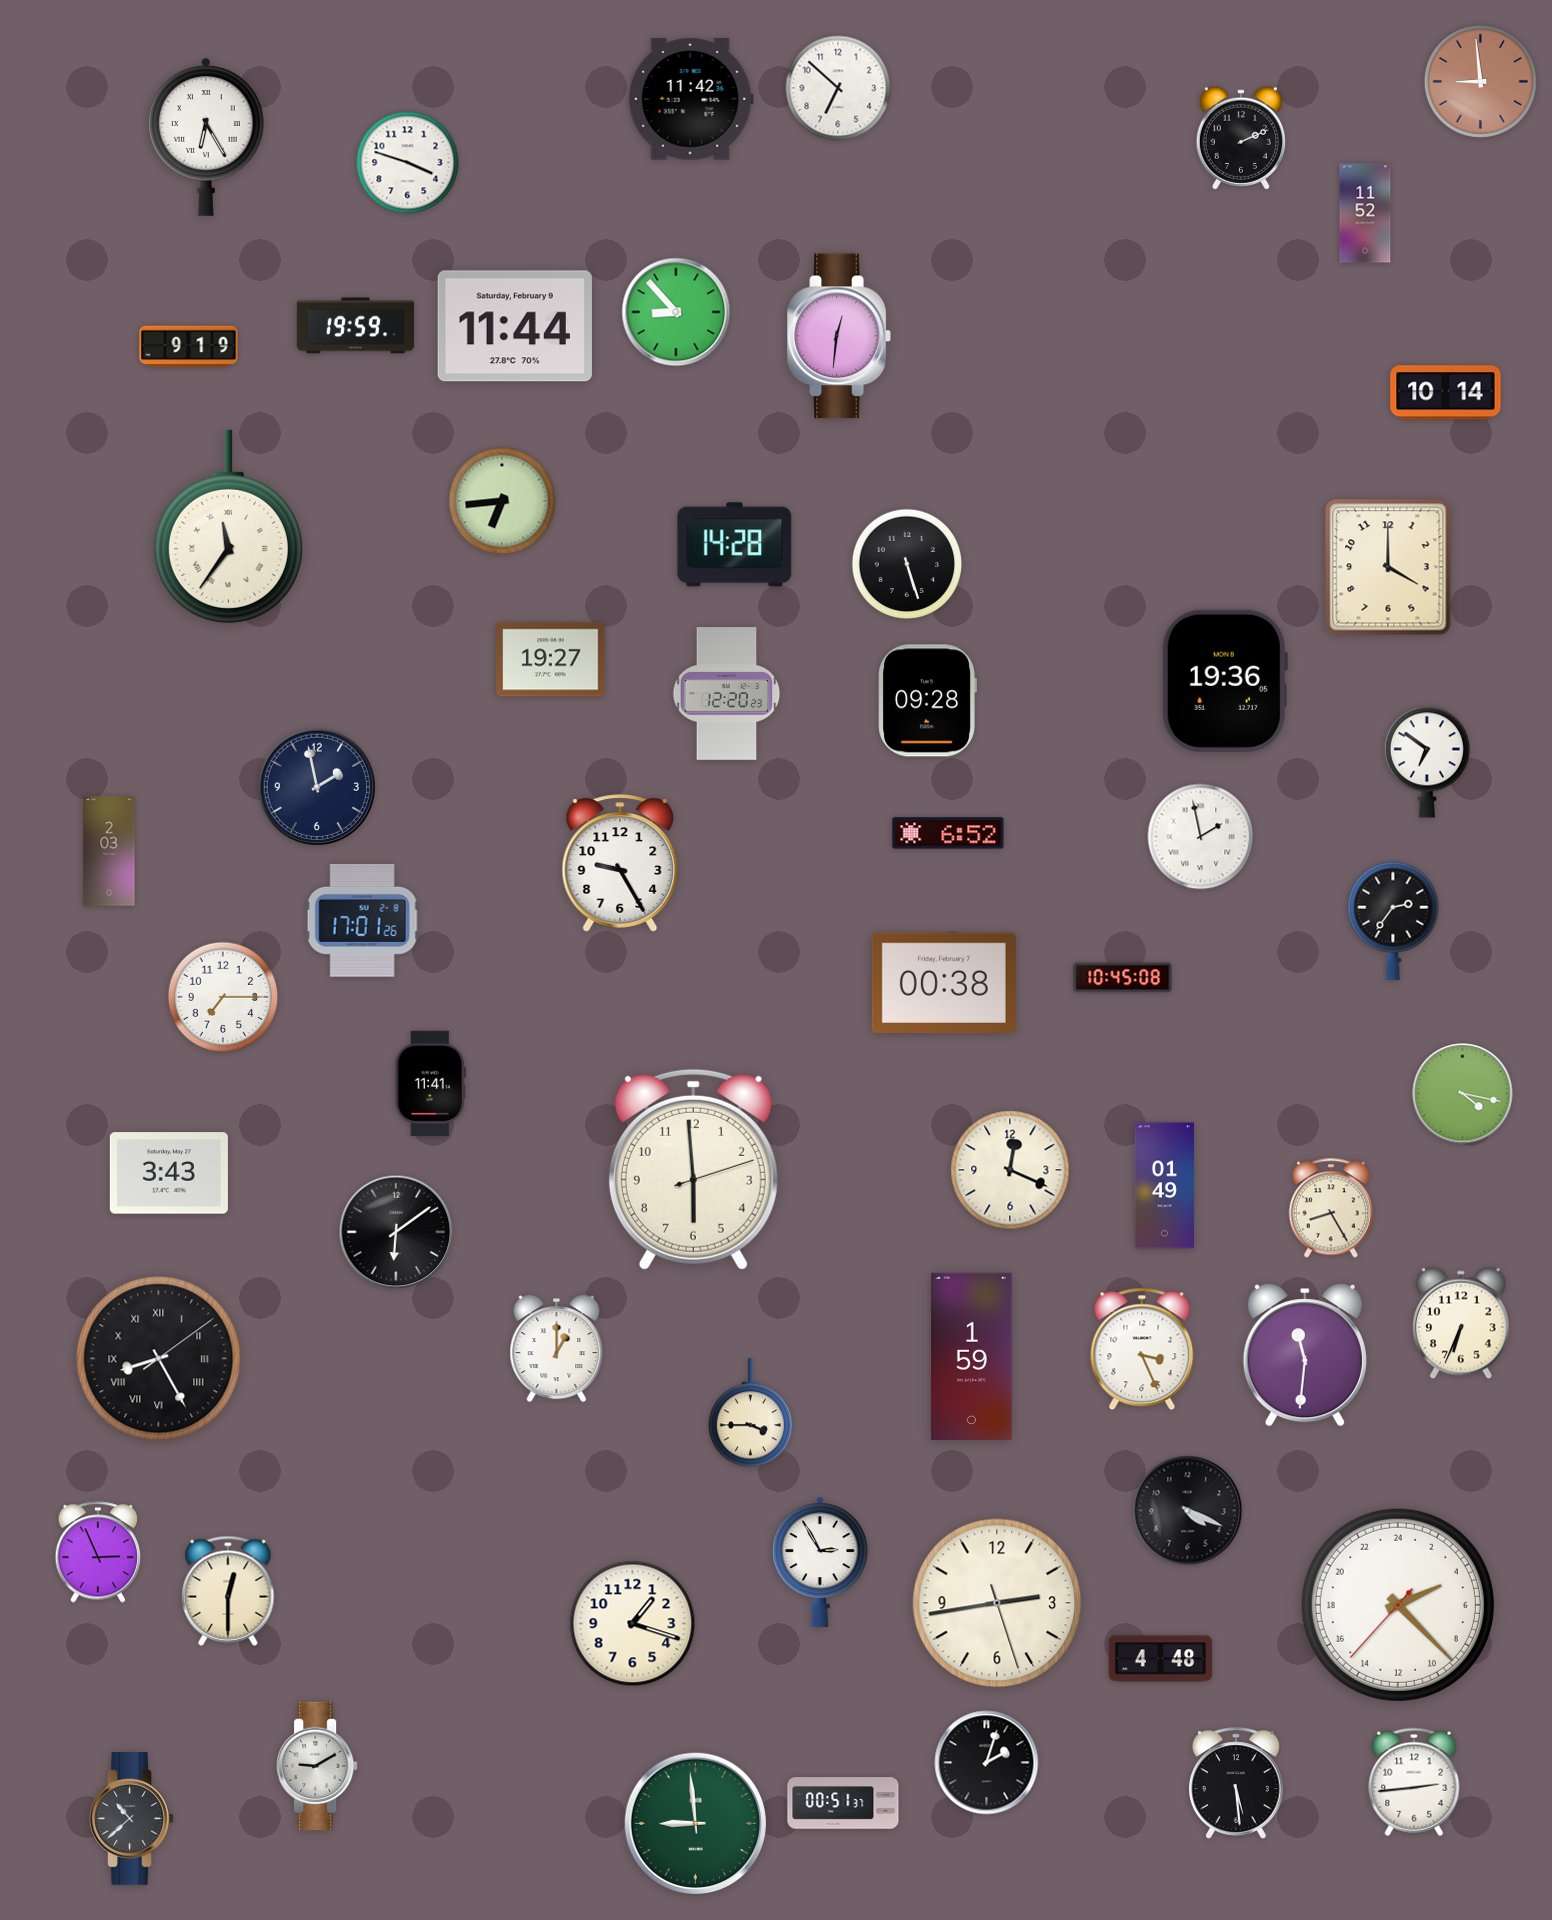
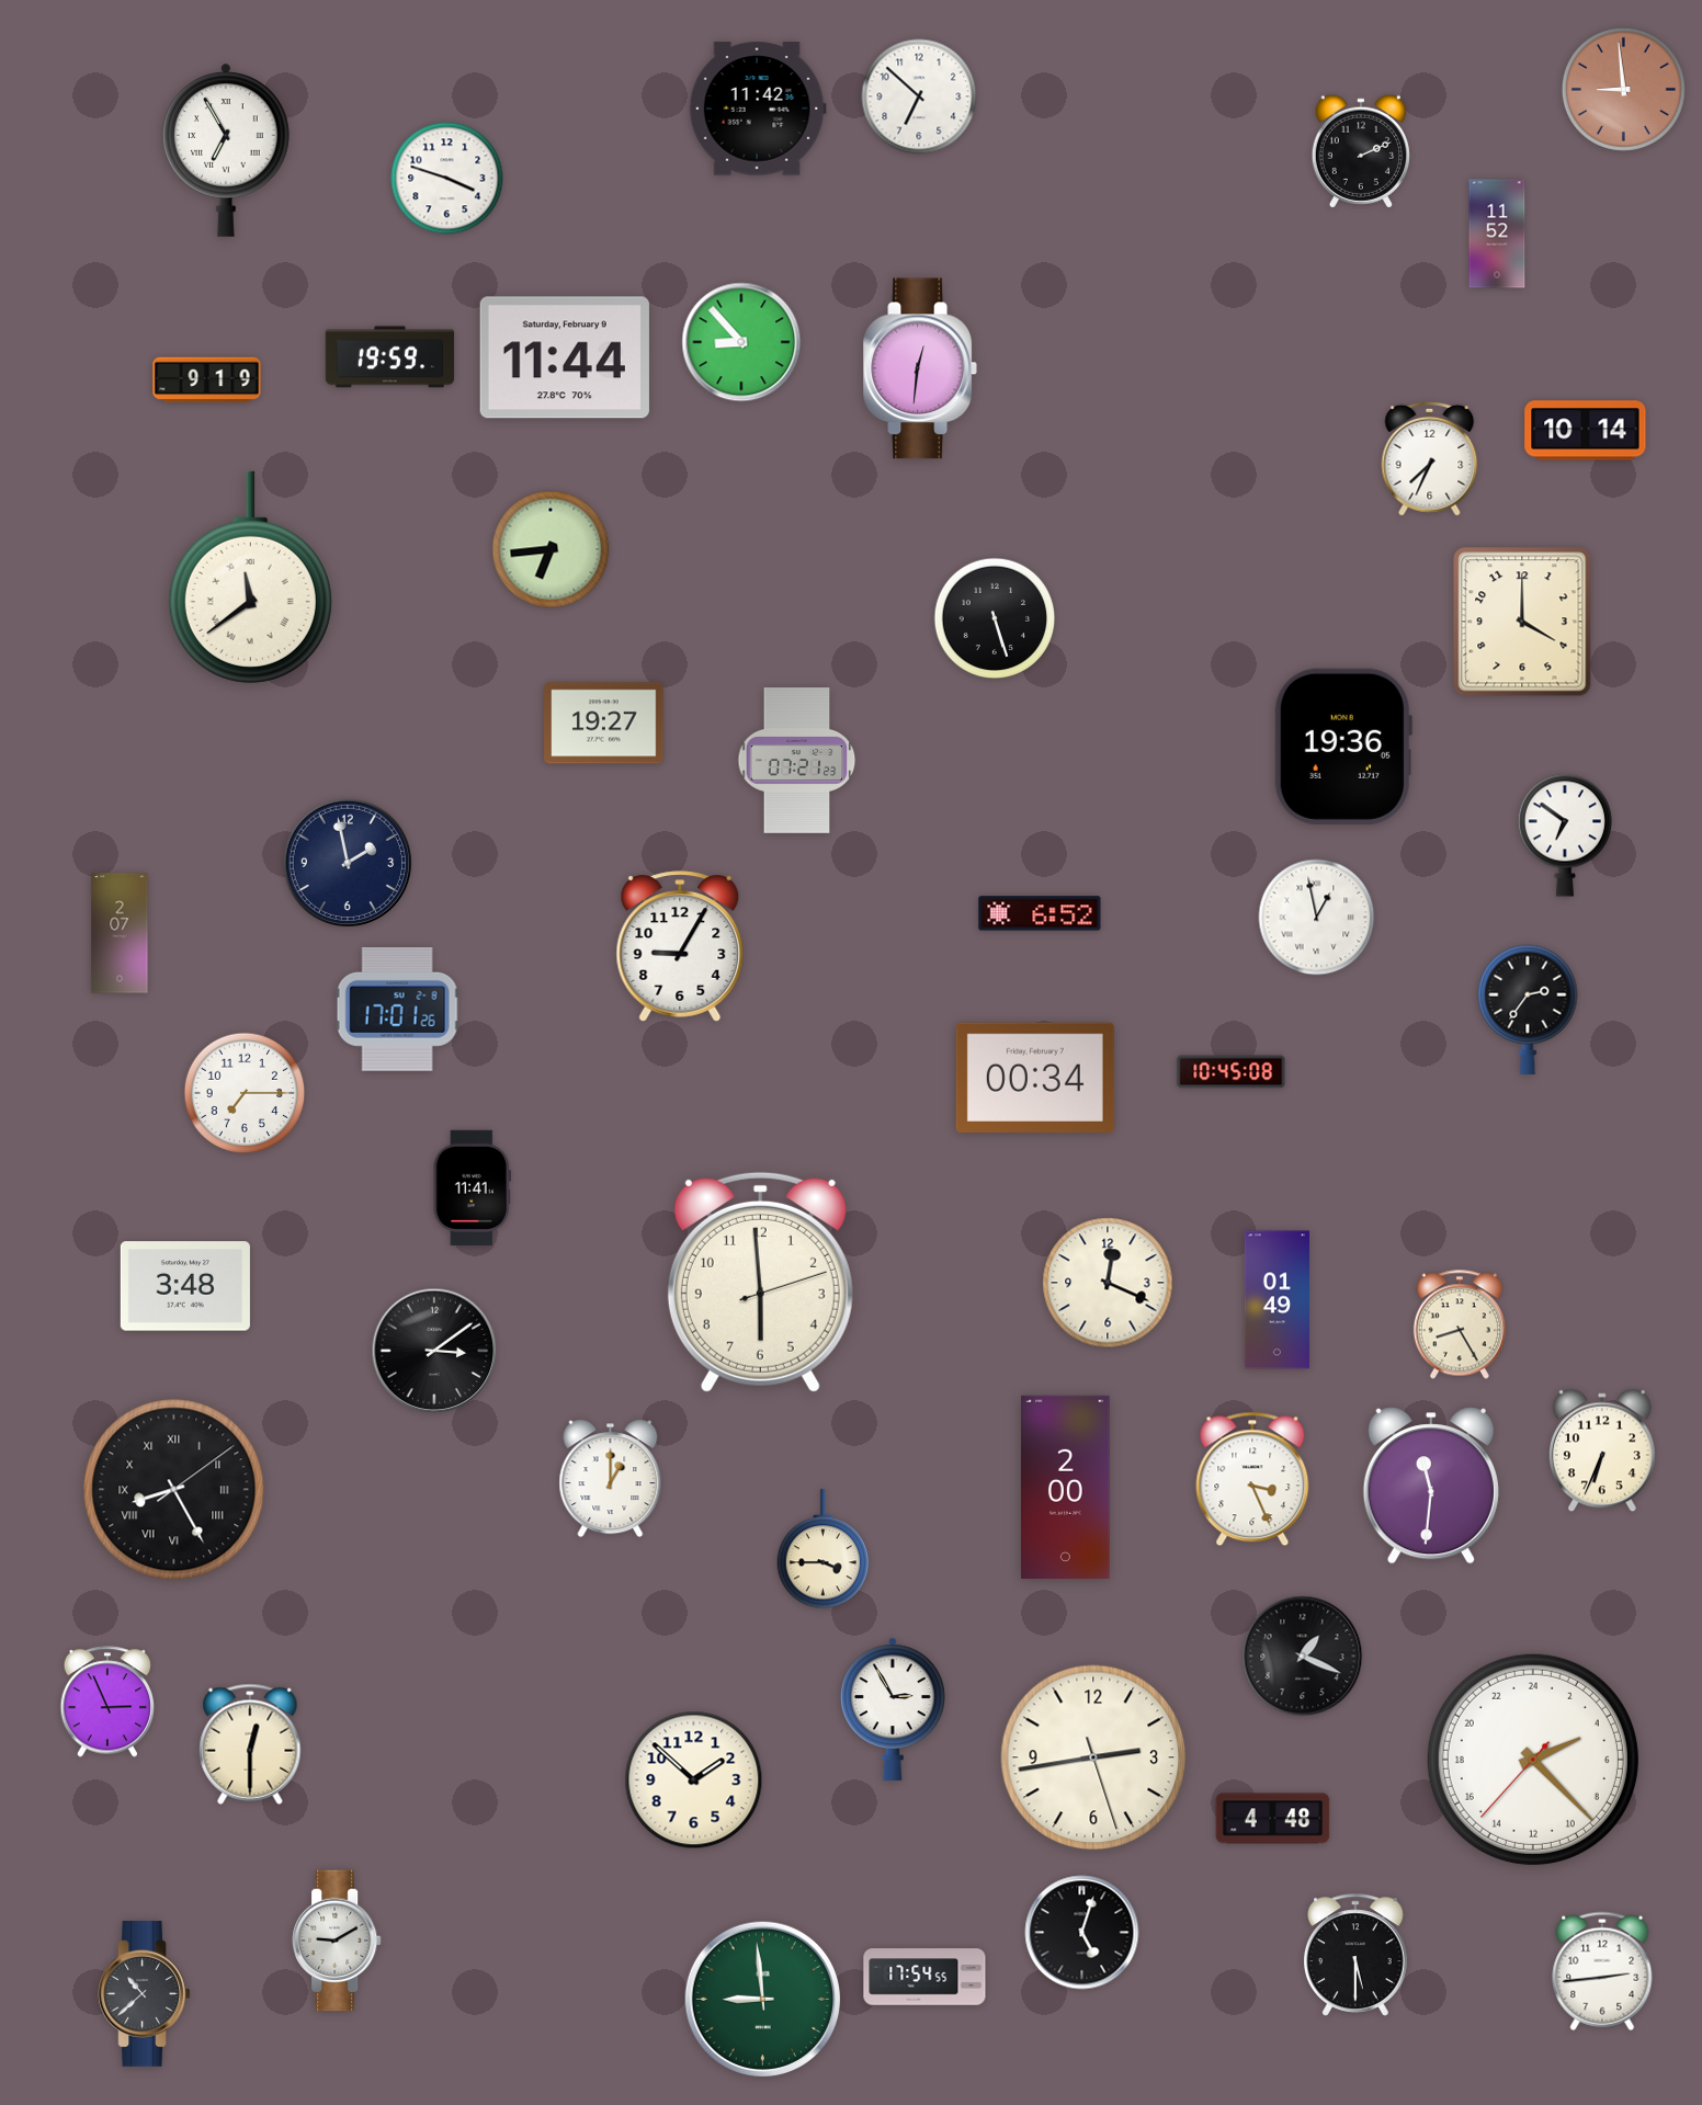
clock at (207, 137): 6:25 -> 6:55
clock at (1430, 458): none -> 7:34
clock at (228, 526): 11:36 -> 11:39
clock at (735, 545): 14:28 -> none
clock at (727, 694): 12:20 -> 07:21
clock at (927, 701): 09:28 -> none
clock at (1201, 837): 1:58 -> 12:58
clock at (109, 851): 2:03 -> 2:07
clock at (620, 863): 9:25 -> 9:05
clock at (944, 983): 00:38 -> 00:34
clock at (1463, 1094): 4:17 -> none
clock at (169, 1173): 3:43 -> 3:48
clock at (396, 1232): 6:09 -> 3:09
clock at (972, 1356): 1:59 -> 2:00
clock at (1188, 1511): 4:19 -> 1:19
clock at (820, 1562) position: (820, 1562) -> (893, 1709)
clock at (633, 1624): 1:18 -> 1:52
clock at (987, 1763): 2:03 -> 5:03
clock at (317, 1766) position: (317, 1766) -> (337, 1941)
clock at (1414, 1782) position: (1414, 1782) -> (1602, 1971)
clock at (1237, 1783): 5:29 -> 5:30
clock at (843, 1803): 00:51 -> 17:54
